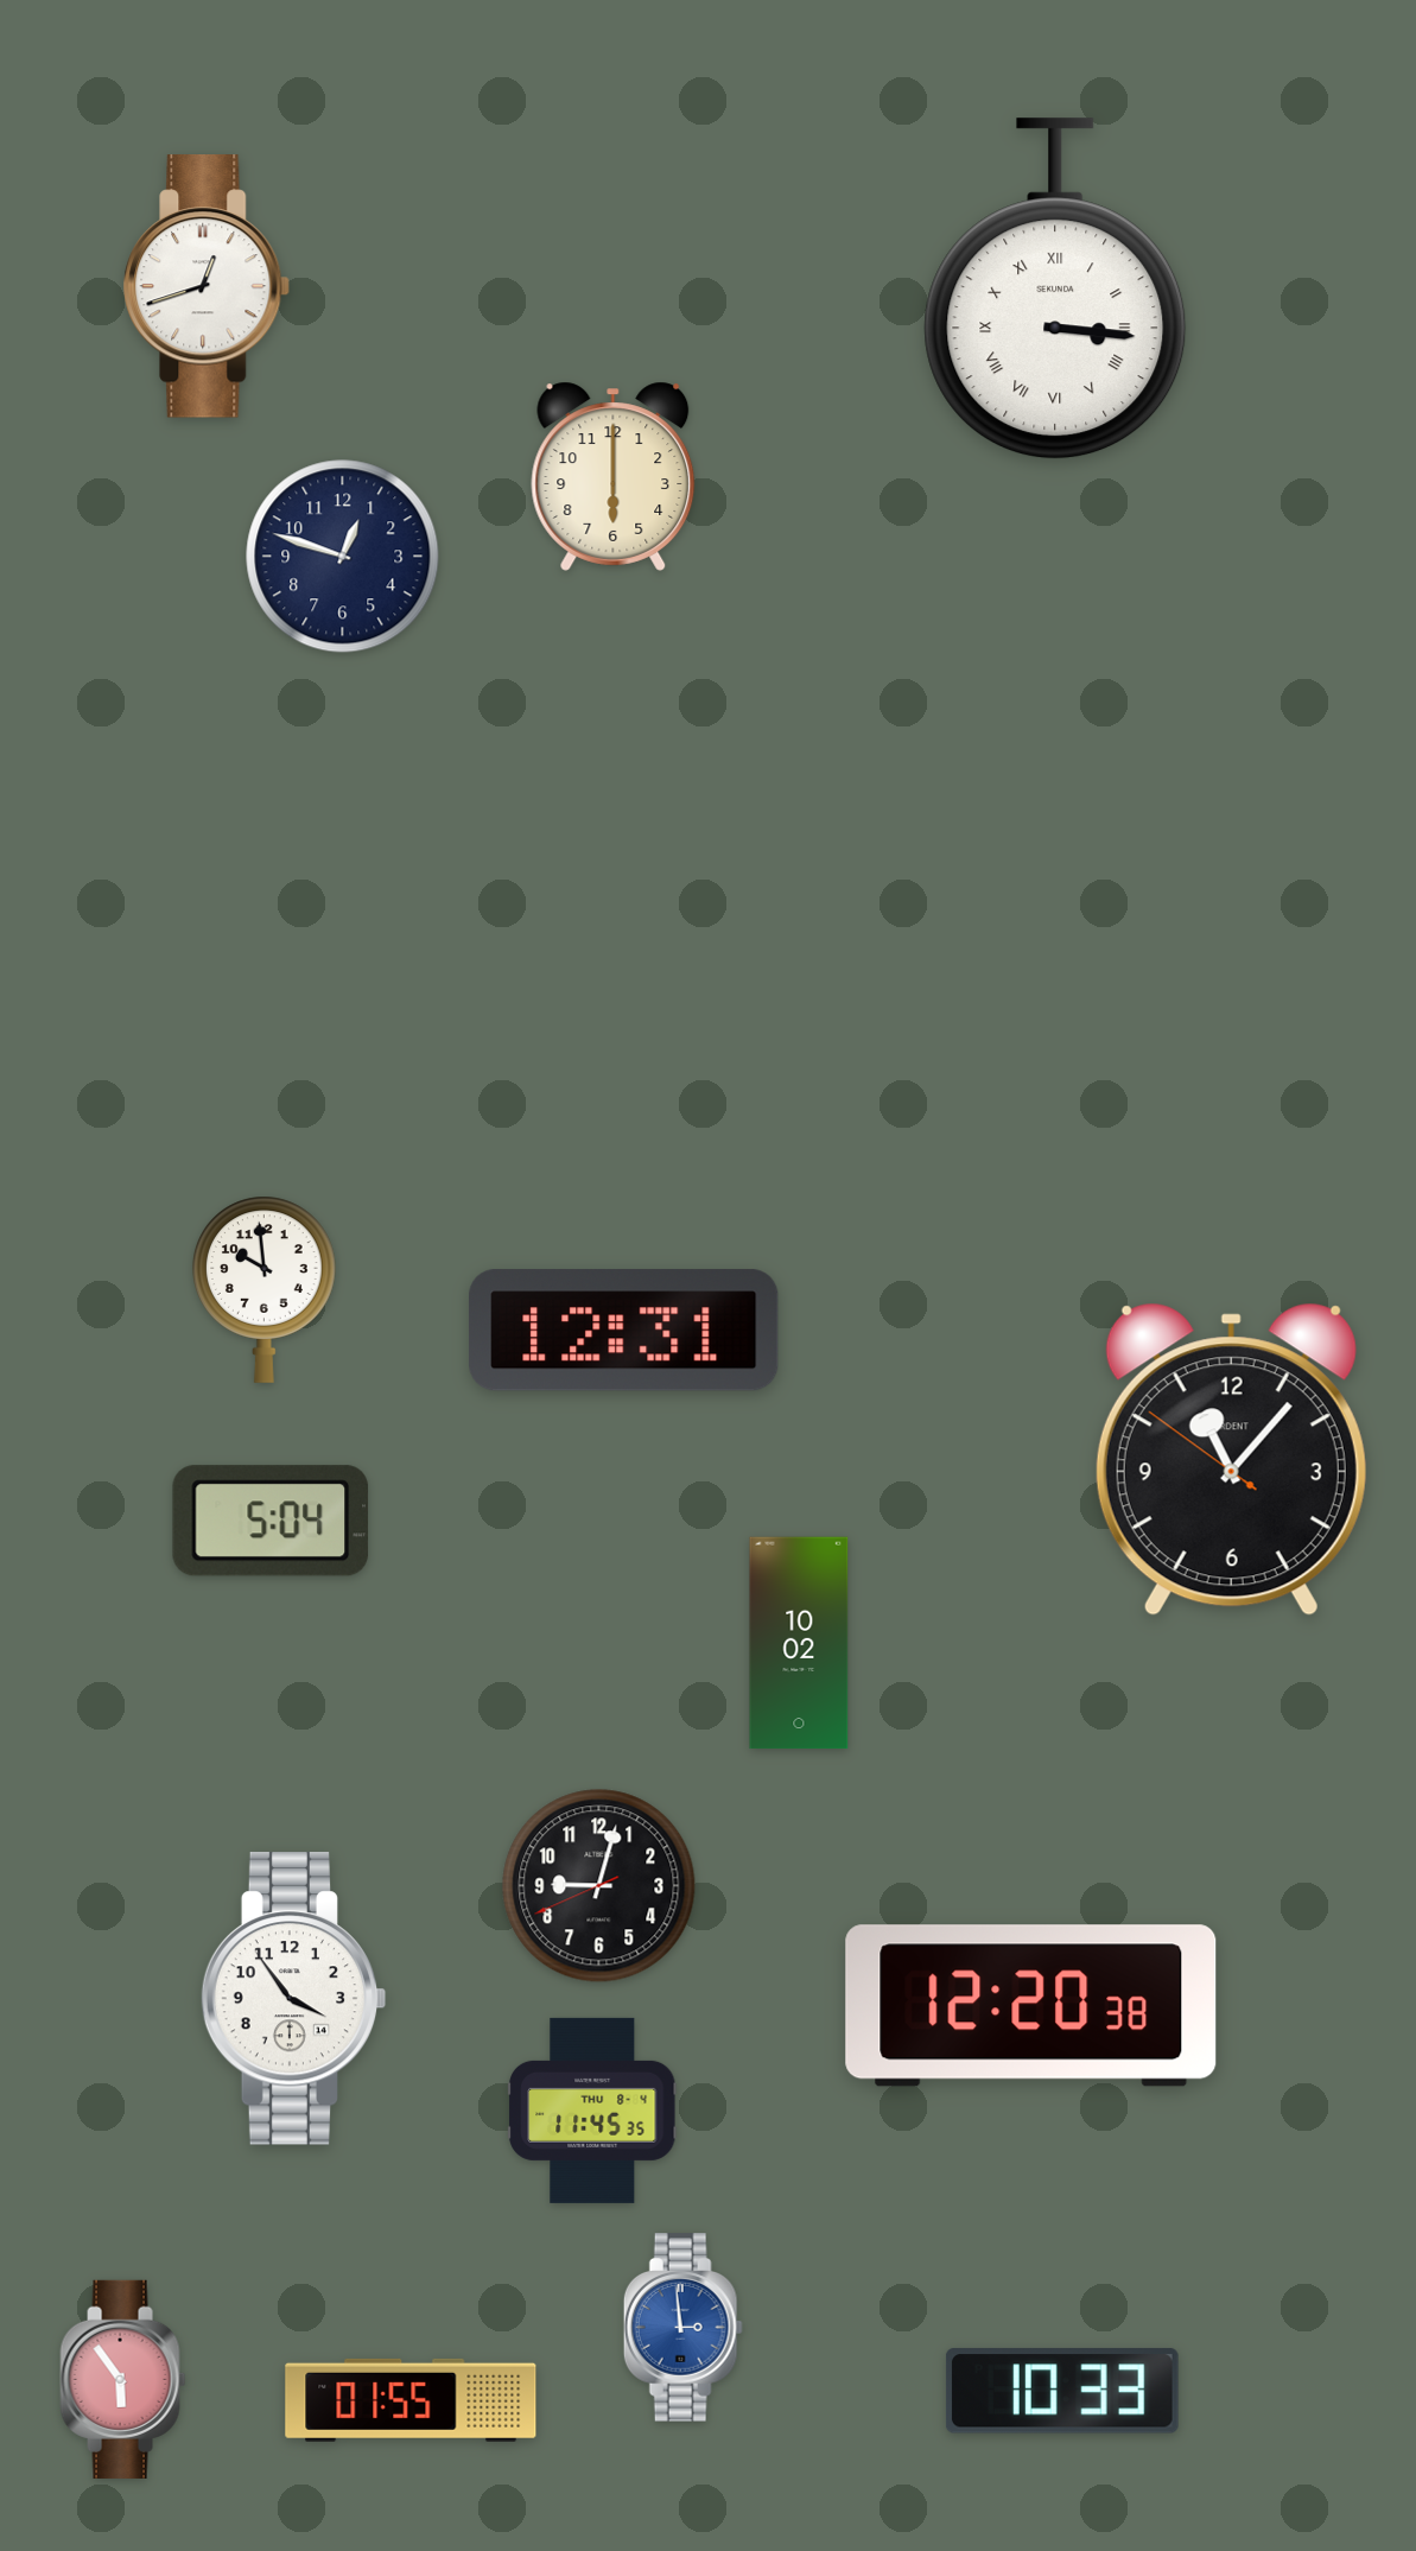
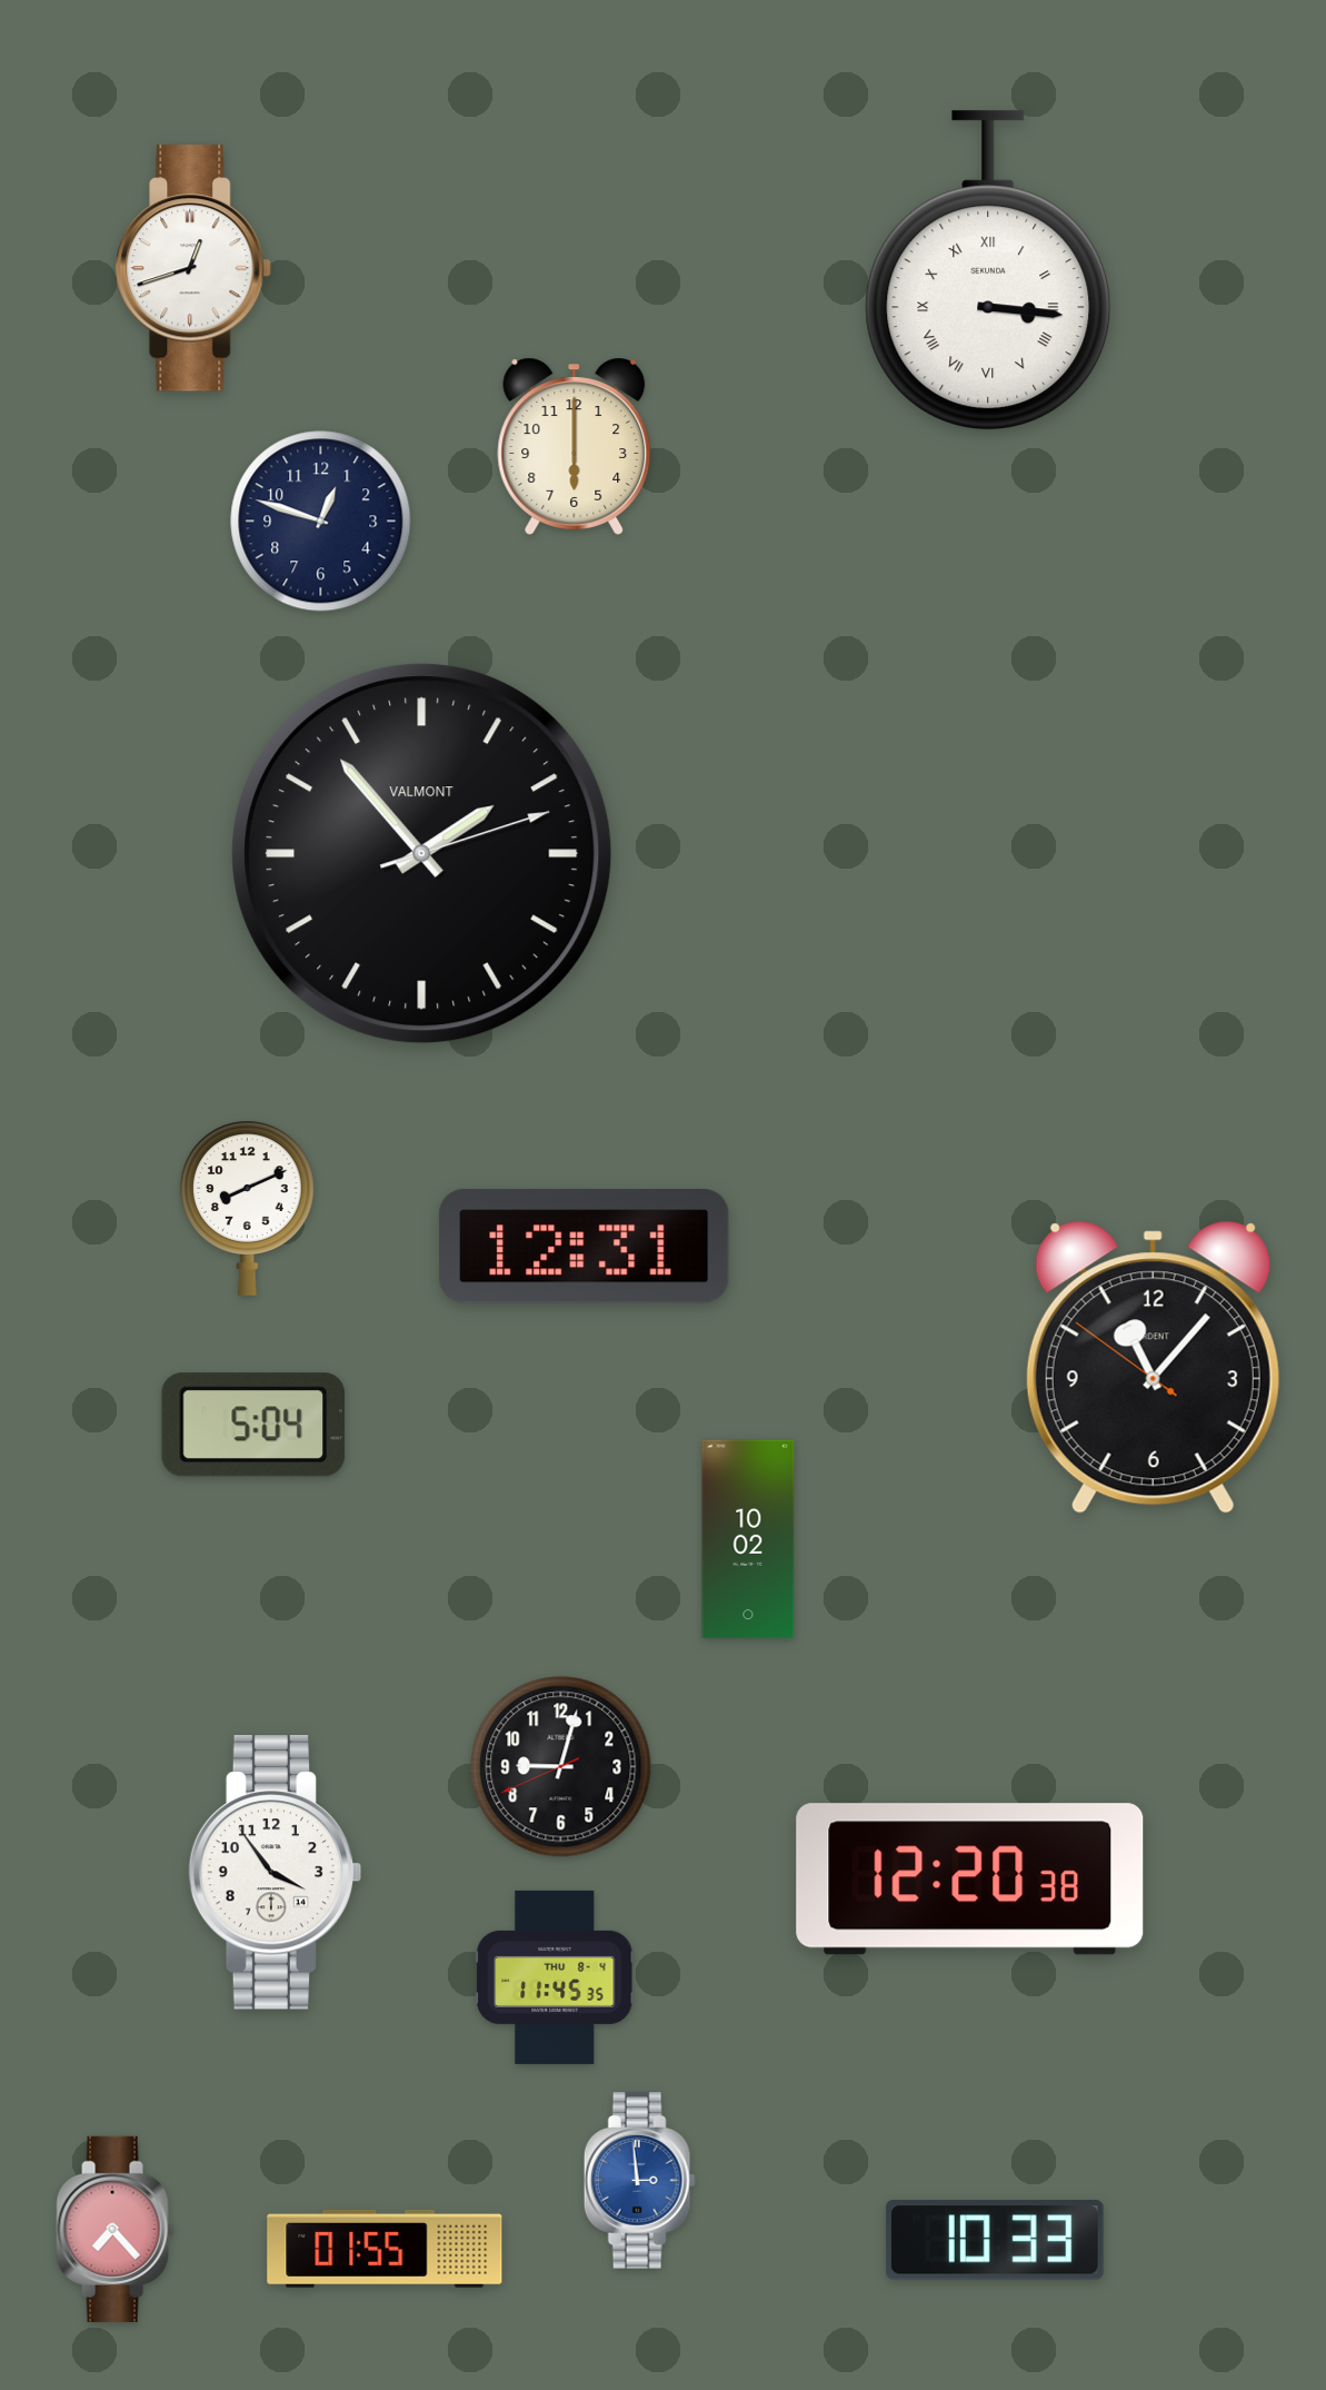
clock at (422, 854): none -> 1:53
clock at (263, 1289): 9:59 -> 8:11
clock at (1031, 2006) position: (1031, 2006) -> (970, 1880)
clock at (123, 2379): 5:54 -> 7:23
